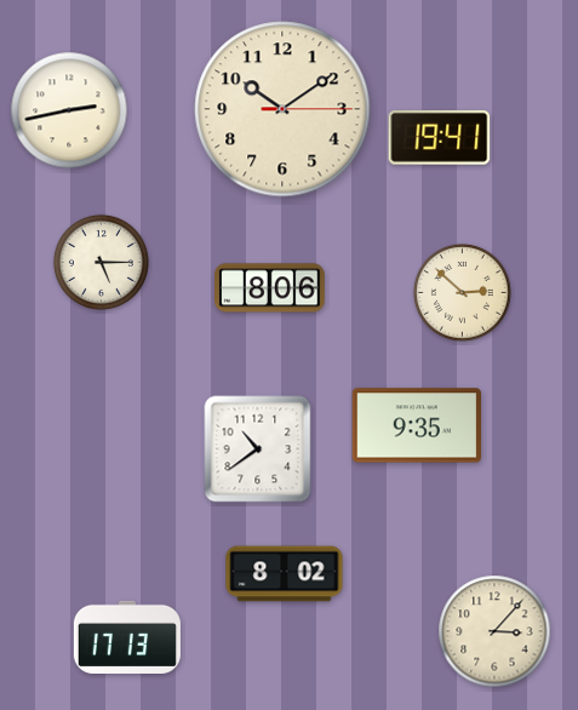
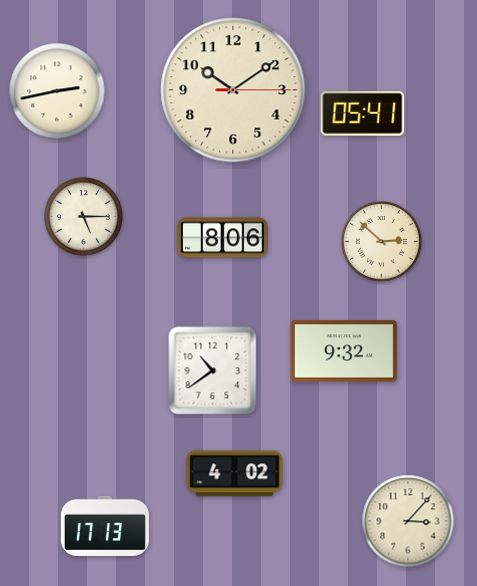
clock at (440, 138): 19:41 -> 05:41
clock at (416, 425): 9:35 -> 9:32
clock at (285, 574): 8:02 -> 4:02
